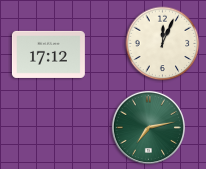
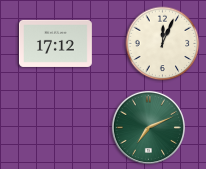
clock at (48, 54) position: (48, 54) -> (55, 43)
clock at (148, 127): 7:13 -> 7:11
